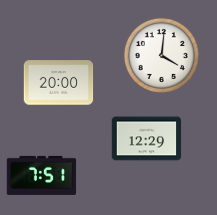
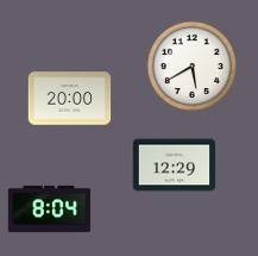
clock at (161, 55): 4:01 -> 5:40
clock at (42, 175): 7:51 -> 8:04
